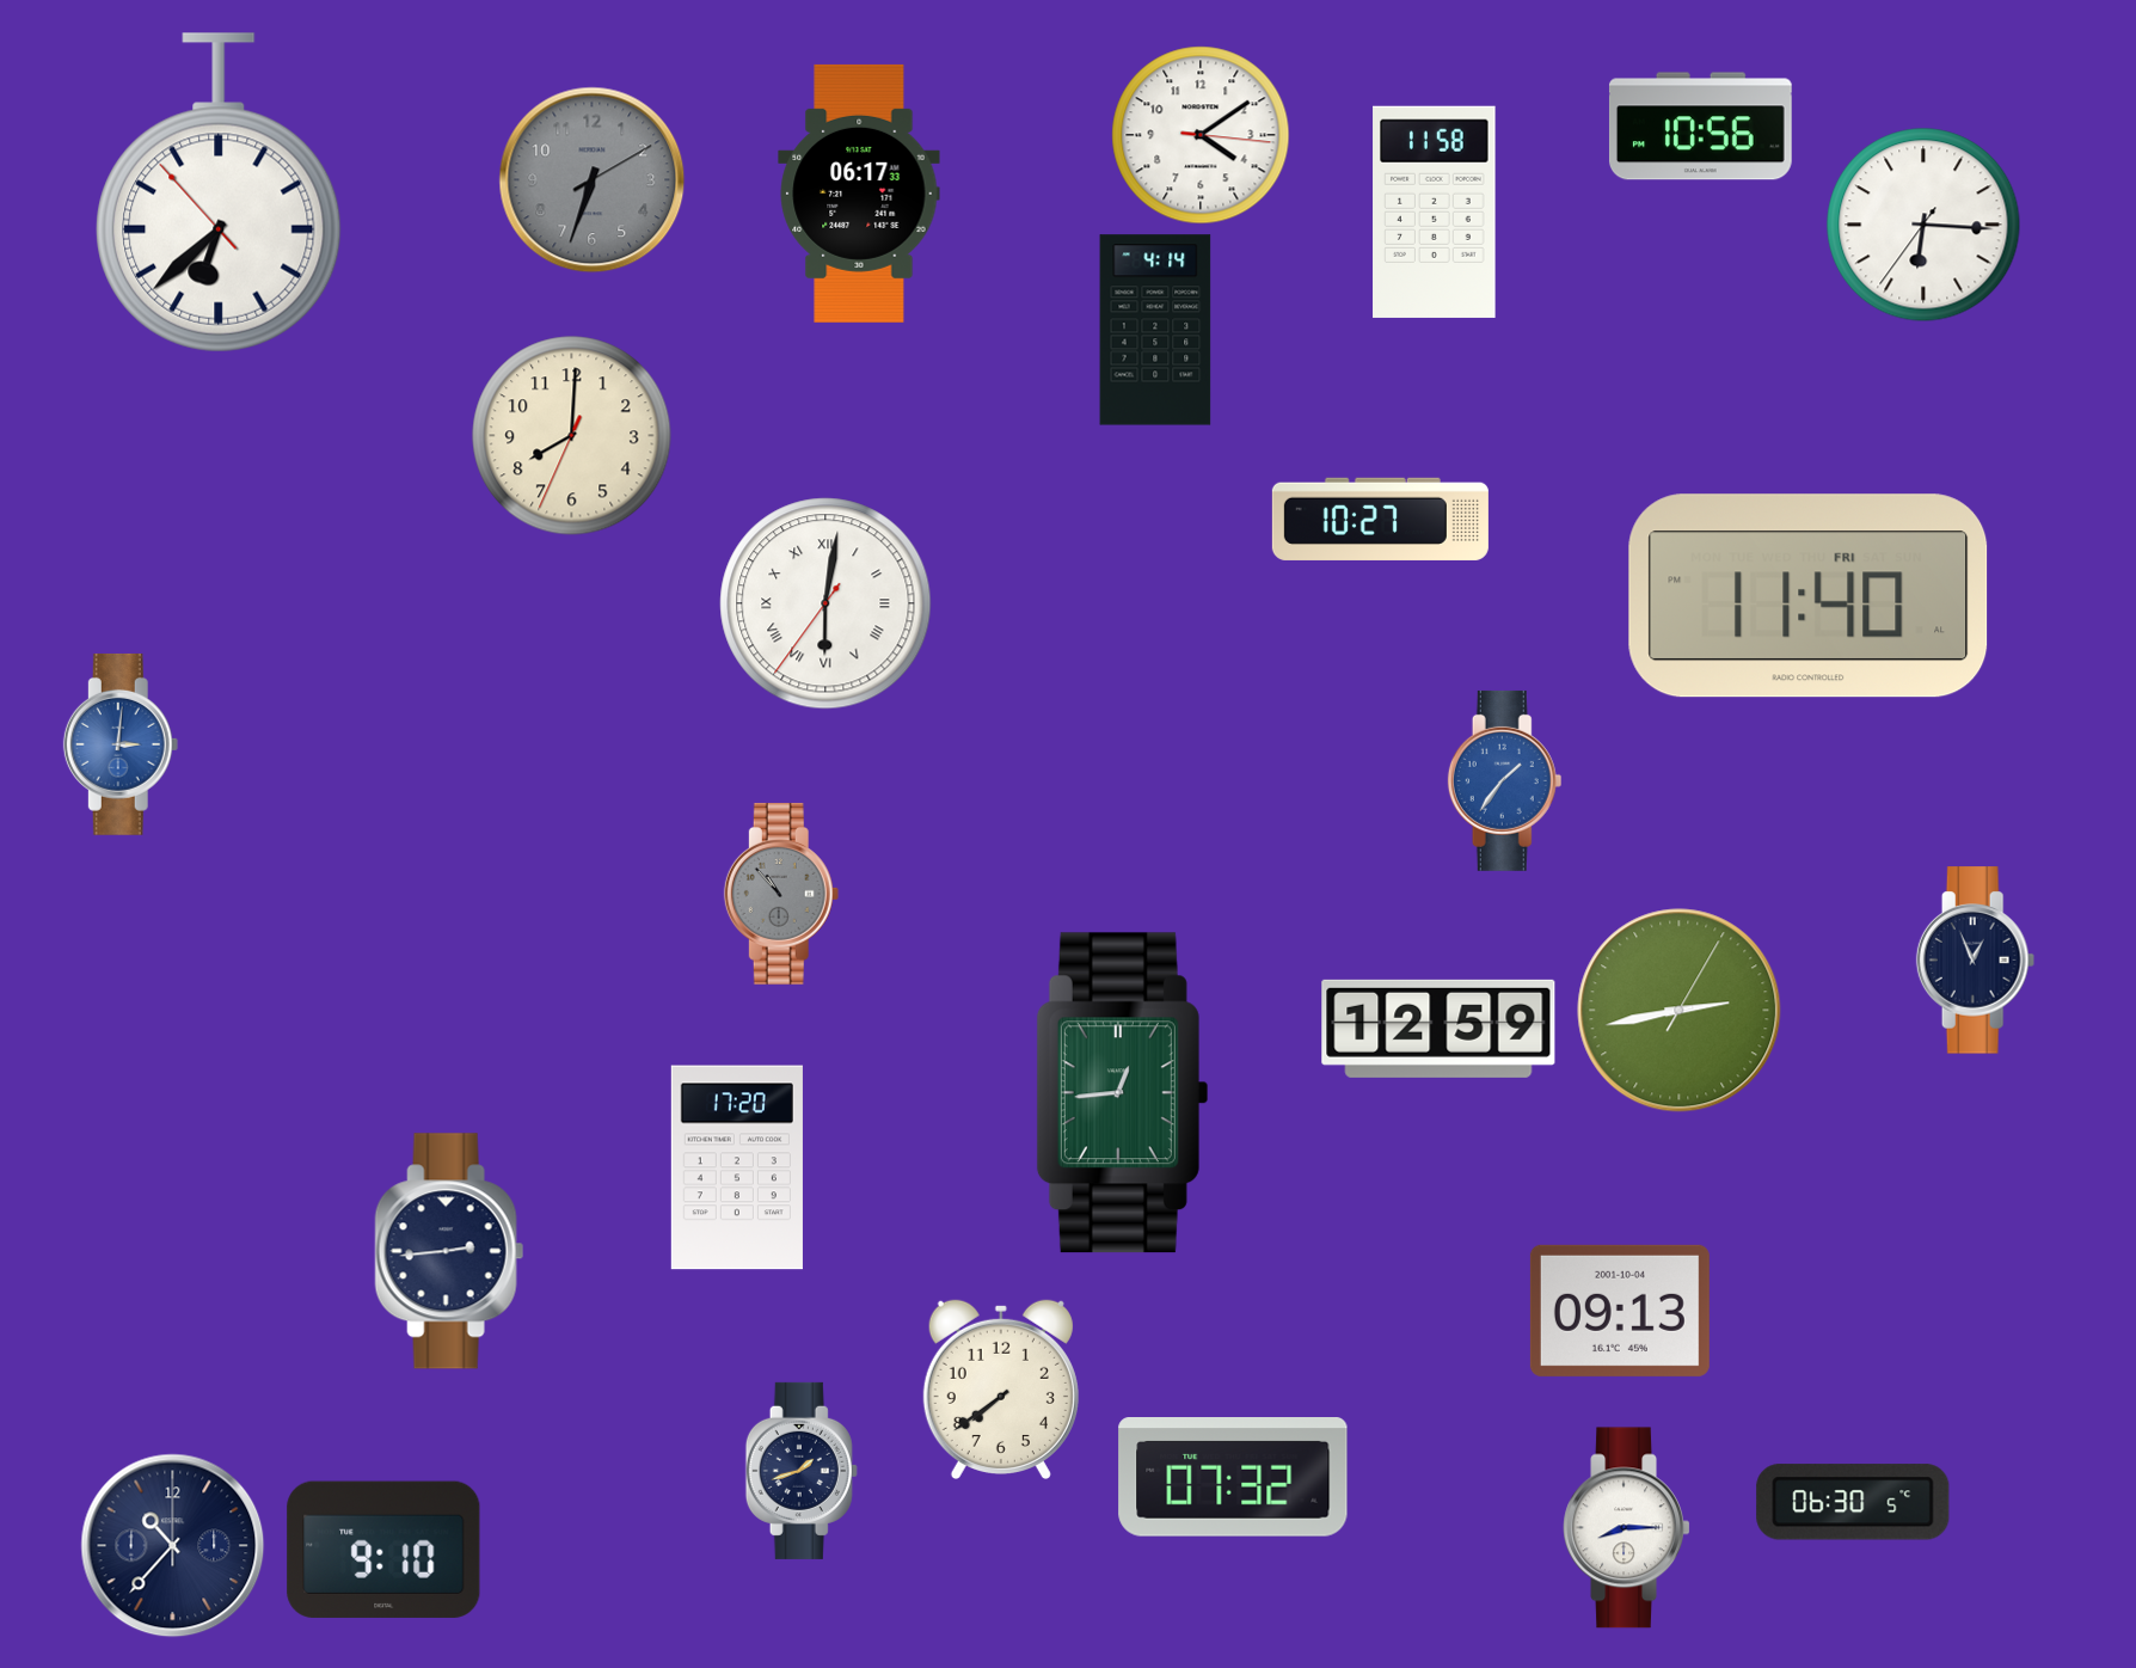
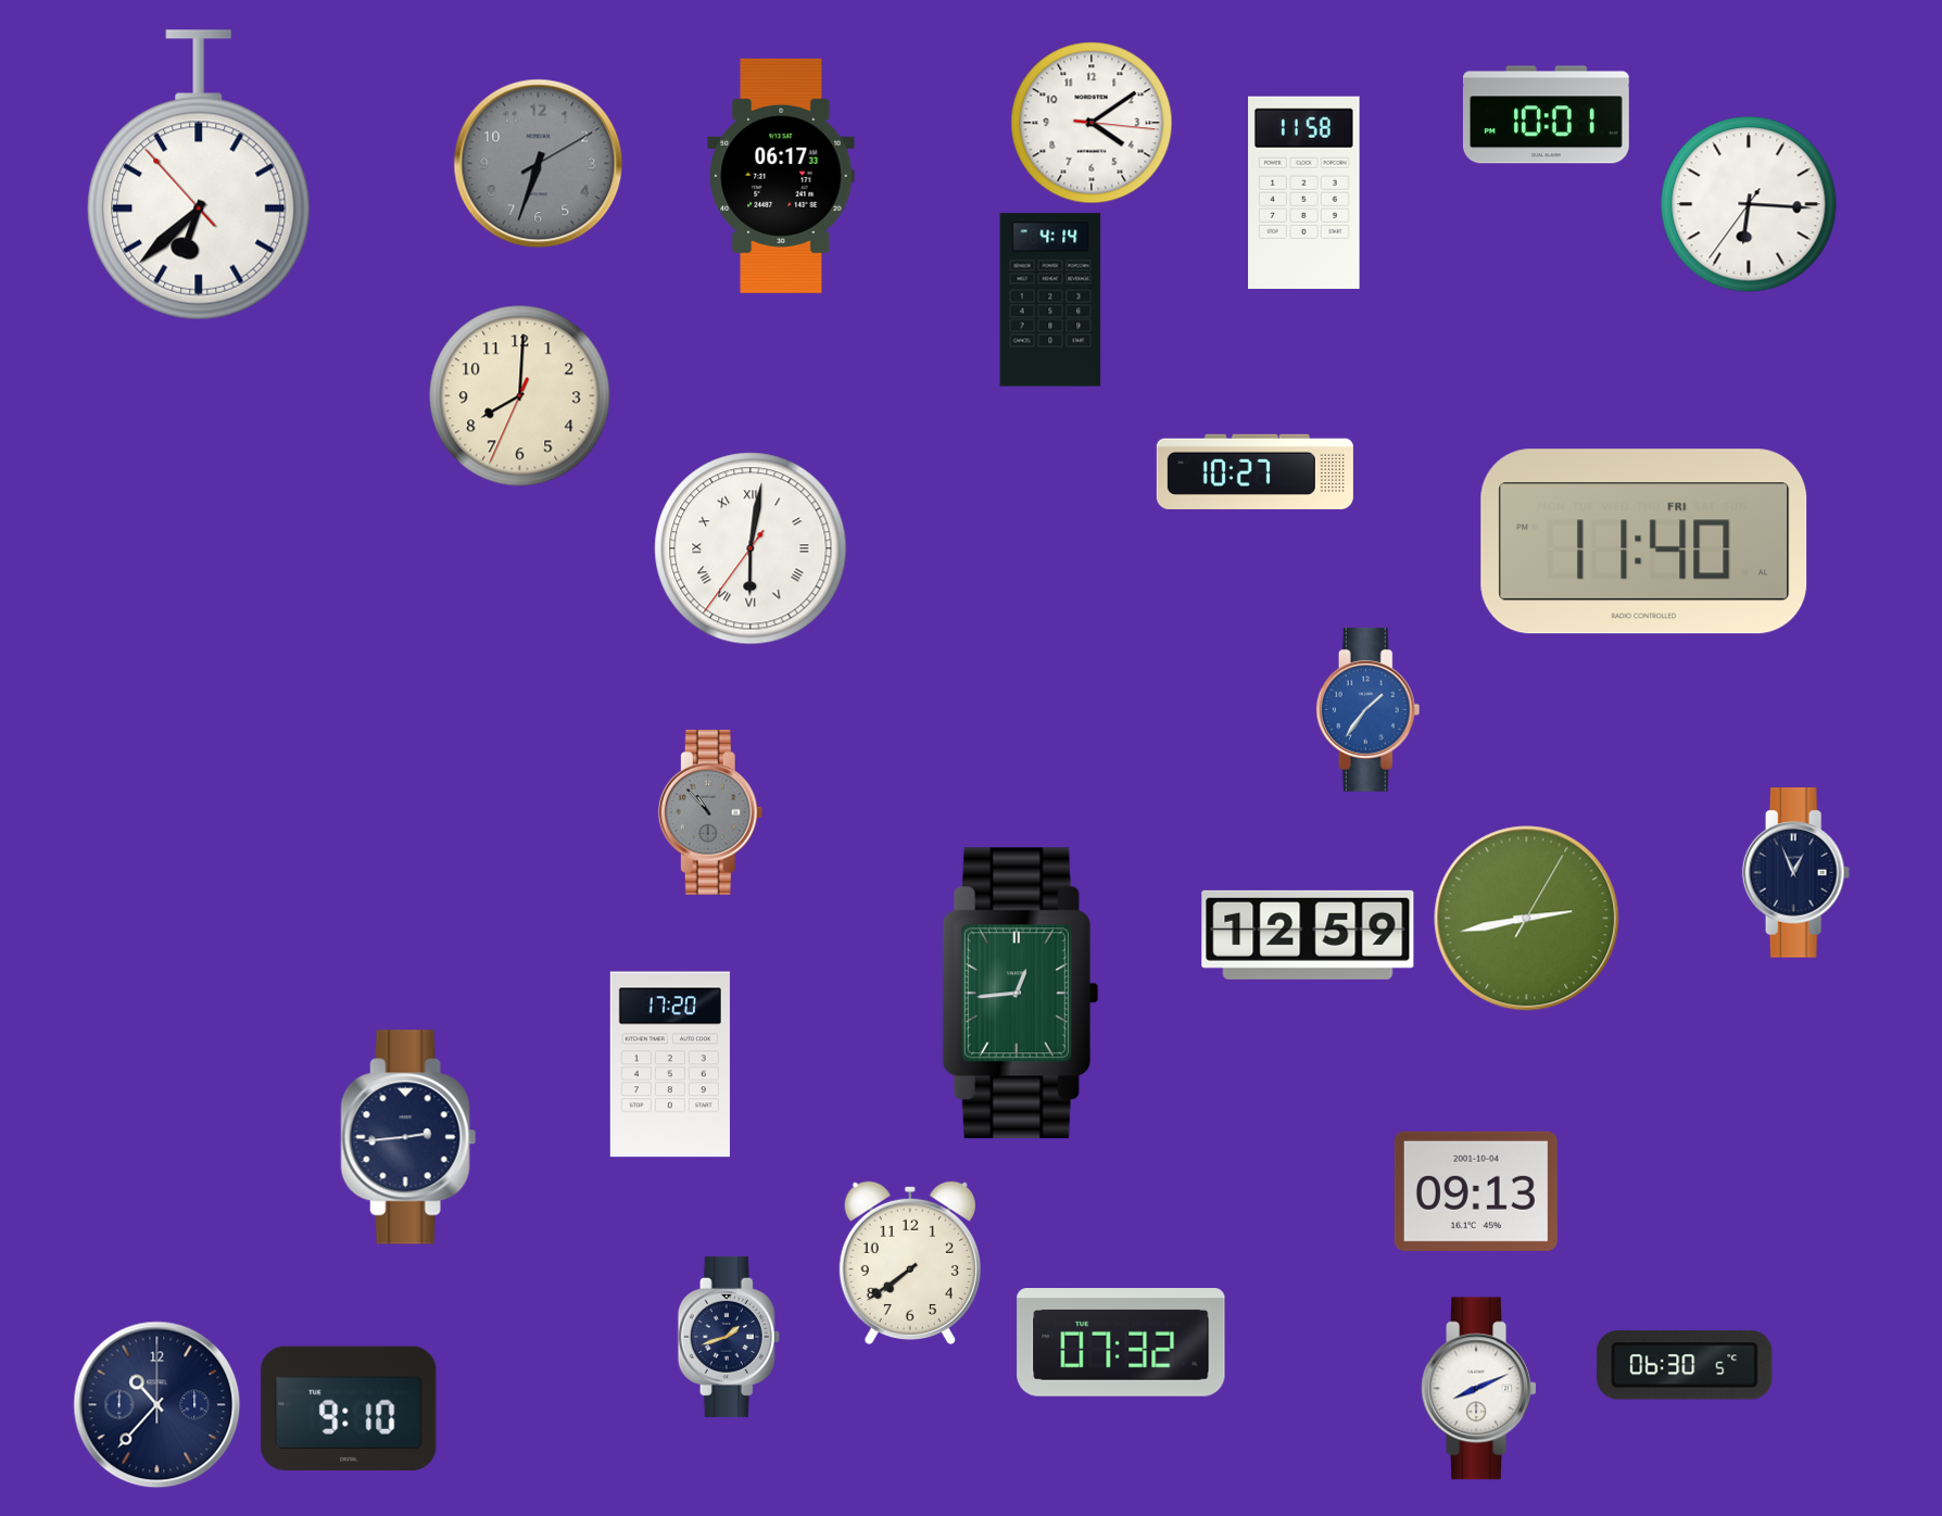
clock at (1700, 127): 10:56 -> 10:01
clock at (121, 744): 3:01 -> none
clock at (737, 1167) position: (737, 1167) -> (670, 1064)
clock at (1620, 1311) position: (1620, 1311) -> (1476, 1191)
clock at (1627, 1528): 8:15 -> 8:11
